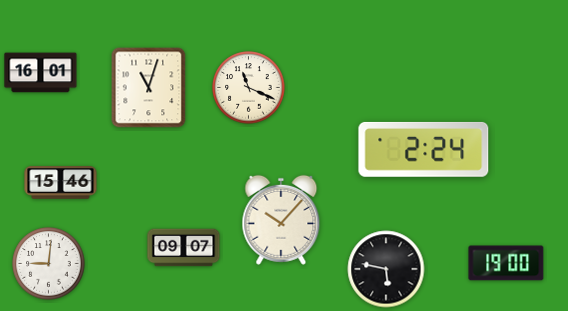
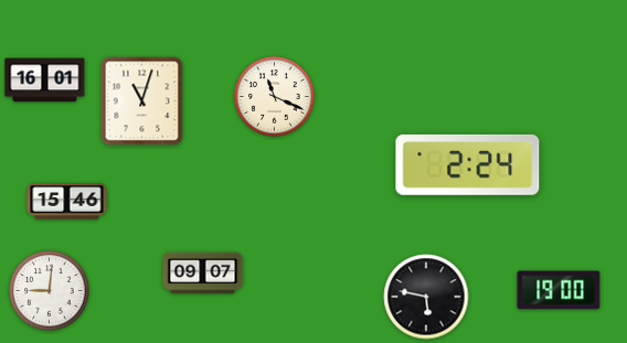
clock at (149, 88) position: (149, 88) -> (142, 101)
clock at (281, 220): 10:07 -> none
clock at (49, 264) position: (49, 264) -> (50, 291)
